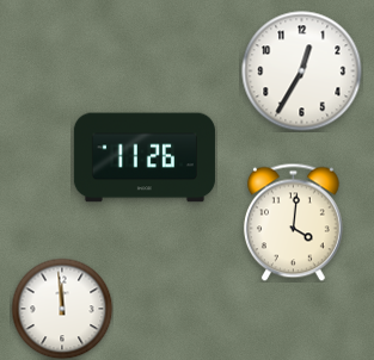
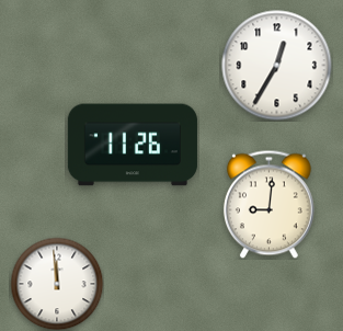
clock at (293, 222): 4:01 -> 9:01
